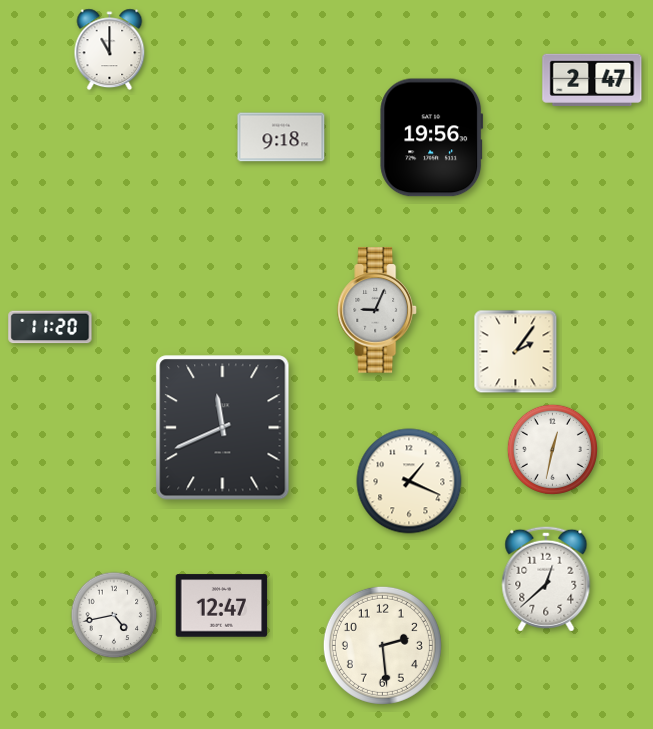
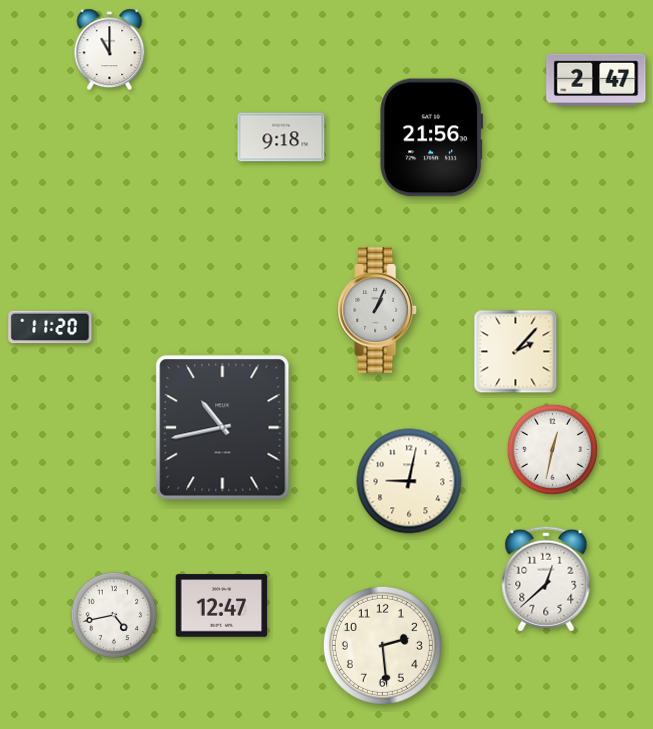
clock at (592, 80) position: (592, 80) -> (596, 80)
clock at (432, 138): 19:56 -> 21:56
clock at (377, 310): 9:04 -> 1:04
clock at (516, 352): 2:06 -> 2:07
clock at (223, 428): 11:41 -> 10:43
clock at (409, 481): 1:19 -> 9:02
